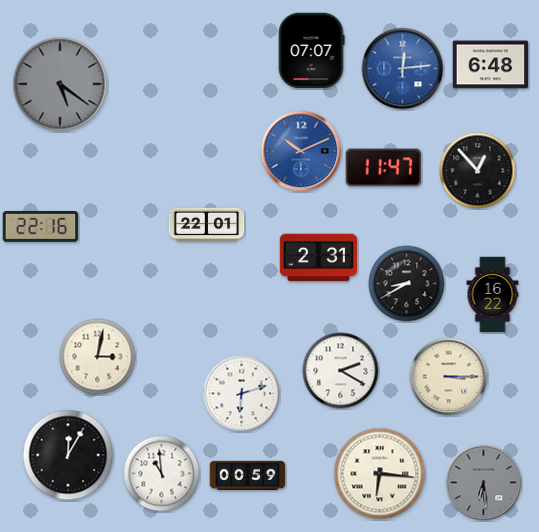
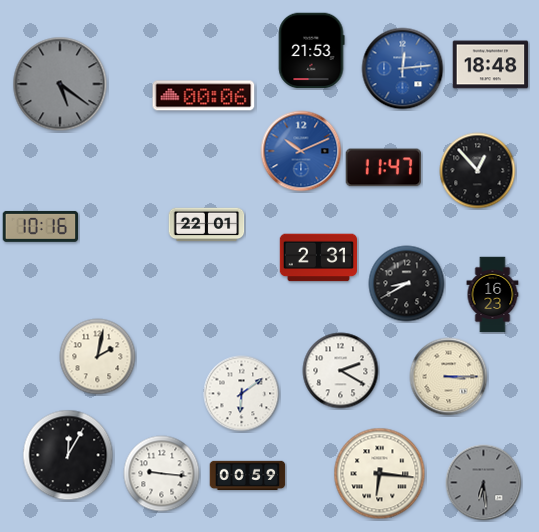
clock at (311, 51): 07:07 -> 21:53
clock at (491, 65): 6:48 -> 18:48
clock at (204, 96): none -> 00:06
clock at (41, 226): 22:16 -> 10:16
clock at (493, 295): 16:22 -> 16:23
clock at (98, 357): 3:02 -> 2:02
clock at (242, 394): 6:12 -> 6:09
clock at (162, 474): 10:59 -> 9:16
